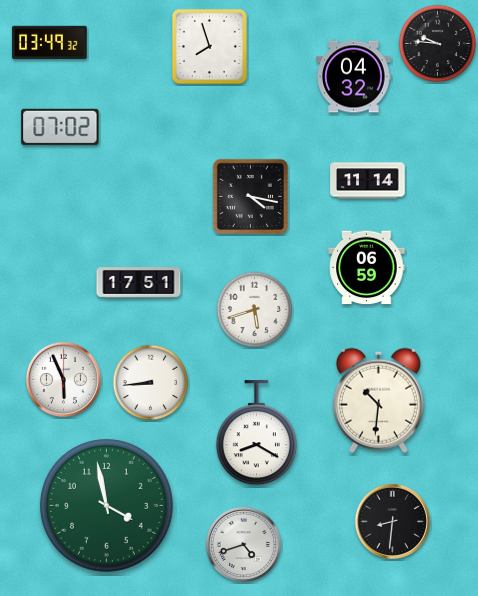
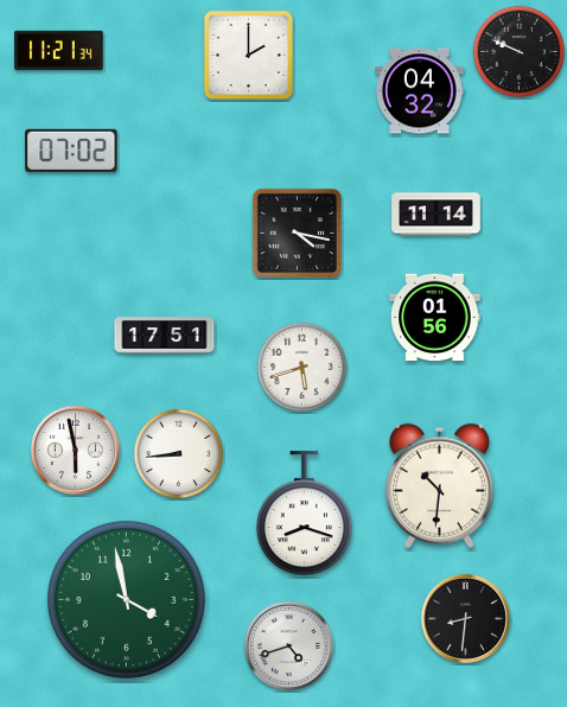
clock at (50, 42): 03:49 -> 11:21
clock at (438, 44): 9:46 -> 9:49
clock at (209, 46): 7:57 -> 2:00
clock at (367, 268): 06:59 -> 01:56
clock at (63, 379): 5:56 -> 5:58
clock at (378, 400) position: (378, 400) -> (439, 485)
clock at (256, 433): 8:20 -> 8:18
